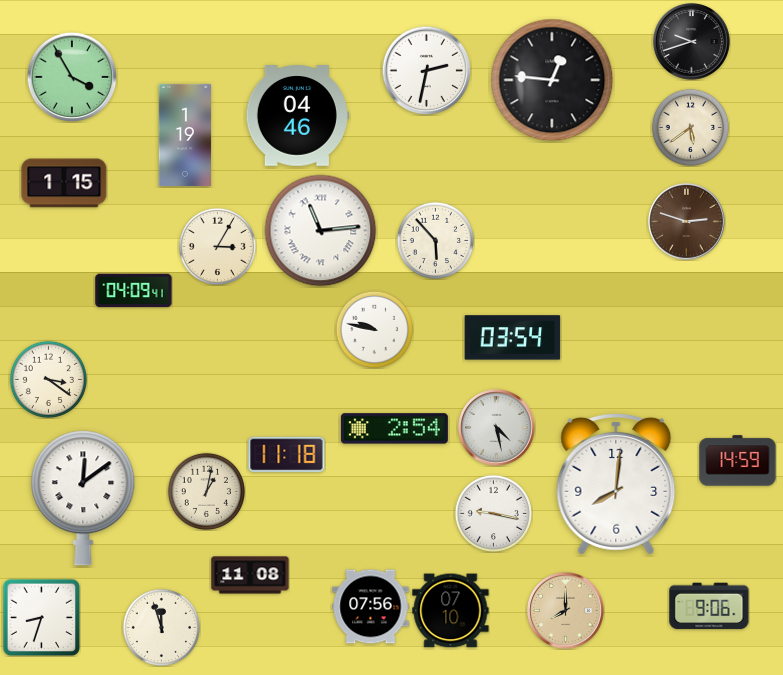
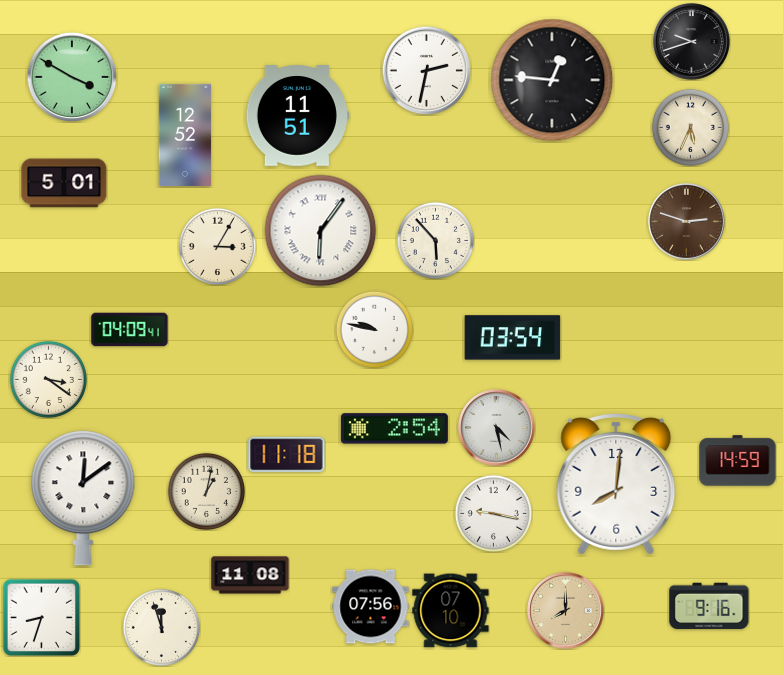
clock at (72, 77): 3:55 -> 3:50
clock at (297, 116): 04:46 -> 11:51
clock at (690, 127): 5:39 -> 5:34
clock at (185, 134): 1:19 -> 12:52
clock at (64, 183): 1:15 -> 5:01
clock at (321, 231): 11:14 -> 6:06
clock at (134, 291) position: (134, 291) -> (130, 330)
clock at (709, 606): 9:06 -> 9:16
